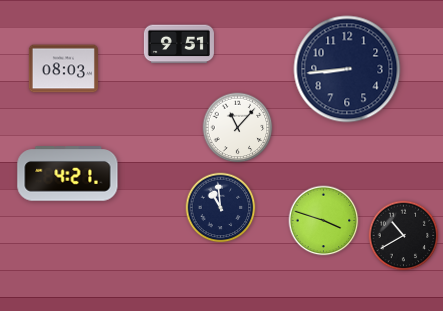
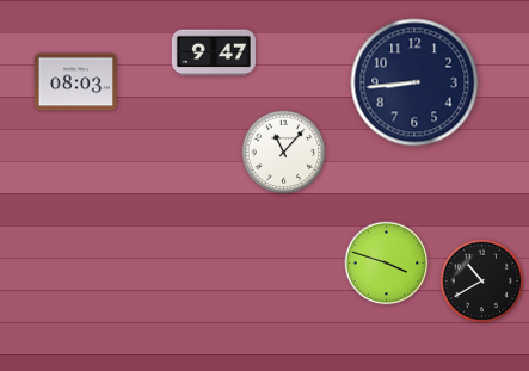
clock at (179, 44): 9:51 -> 9:47
clock at (68, 174): 4:21 -> none
clock at (221, 208): 10:59 -> none
